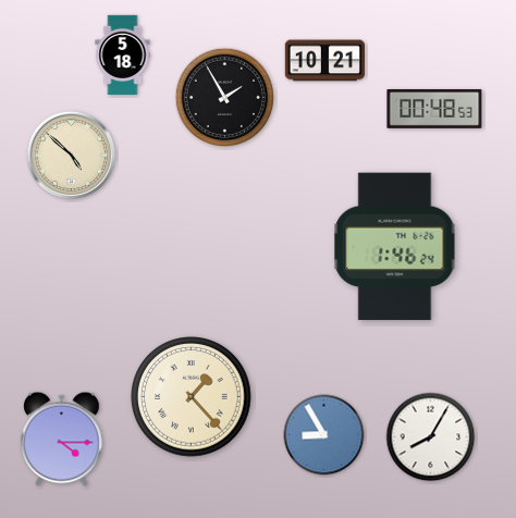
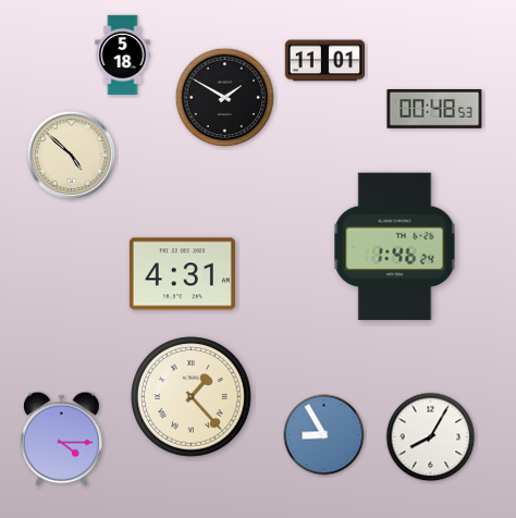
clock at (324, 61): 10:21 -> 11:01
clock at (225, 98): 1:55 -> 1:50
clock at (182, 274): none -> 4:31
